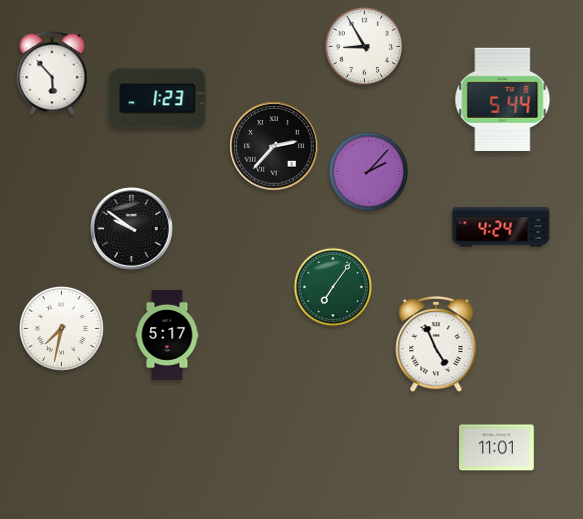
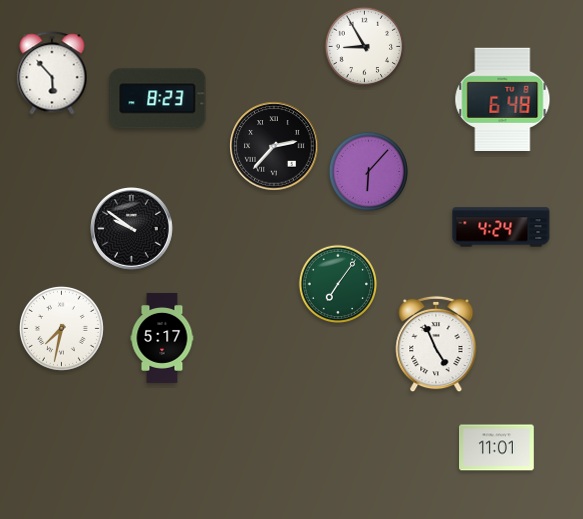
clock at (158, 99): 1:23 -> 8:23
clock at (503, 99): 5:44 -> 6:48
clock at (369, 172): 2:07 -> 6:07
clock at (333, 287) position: (333, 287) -> (338, 284)
clock at (167, 335) position: (167, 335) -> (162, 338)
